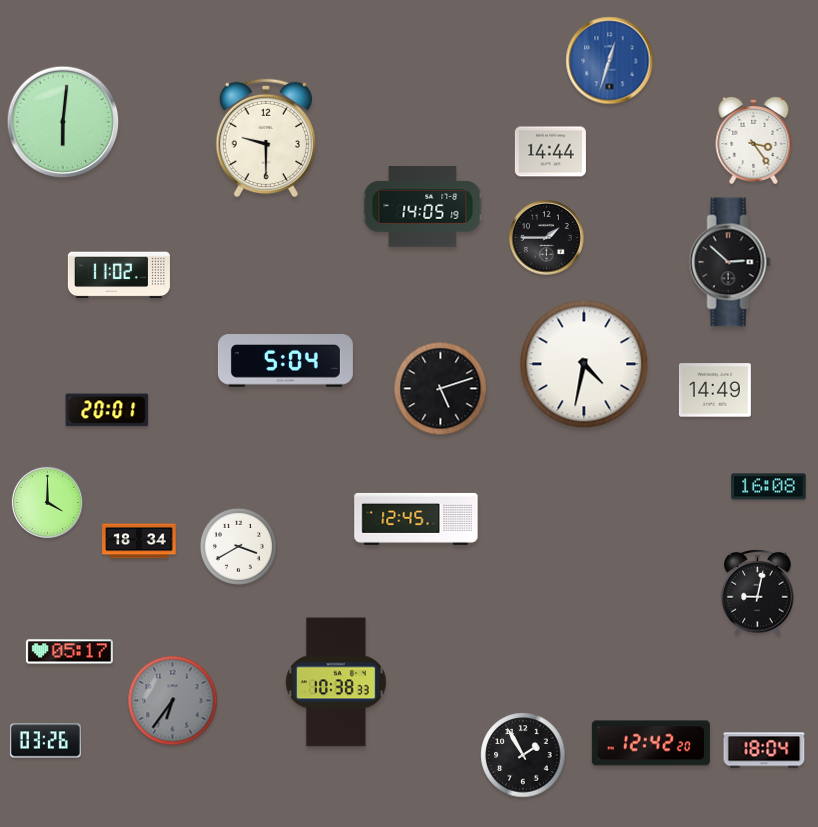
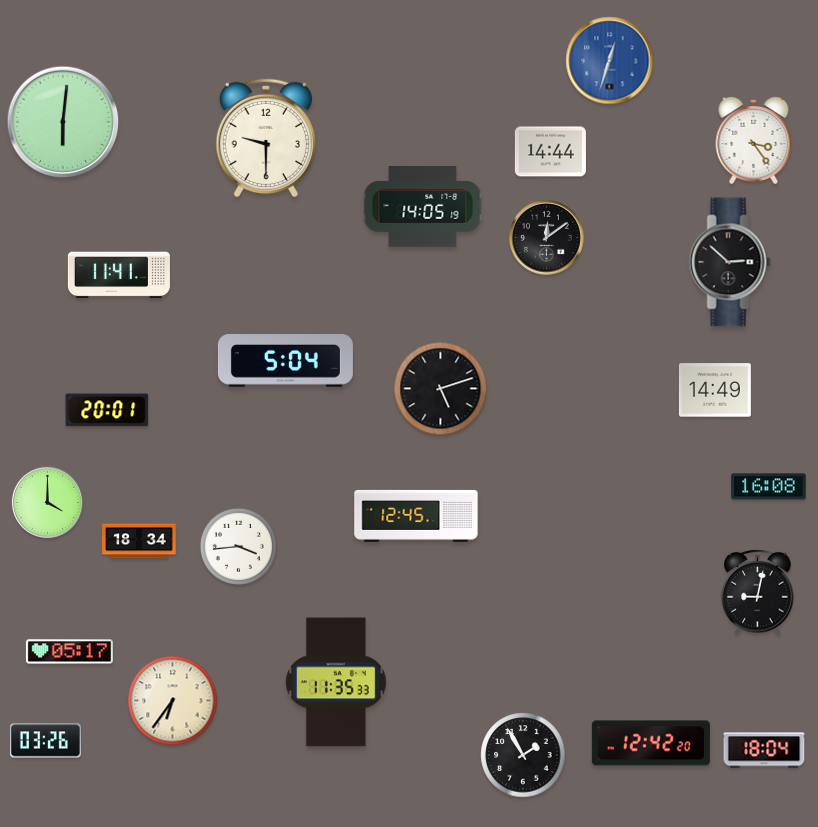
clock at (546, 237): 1:45 -> 12:09
clock at (119, 275): 11:02 -> 11:41
clock at (584, 364): 4:32 -> none
clock at (416, 519) position: (416, 519) -> (416, 516)
clock at (238, 546): 3:40 -> 3:44
clock at (337, 682): 10:38 -> 11:35
clock at (173, 701) dial: grey -> cream
